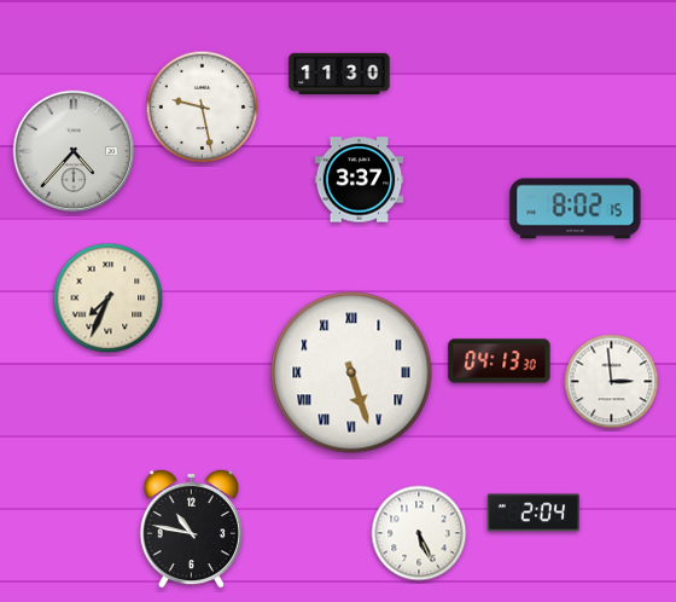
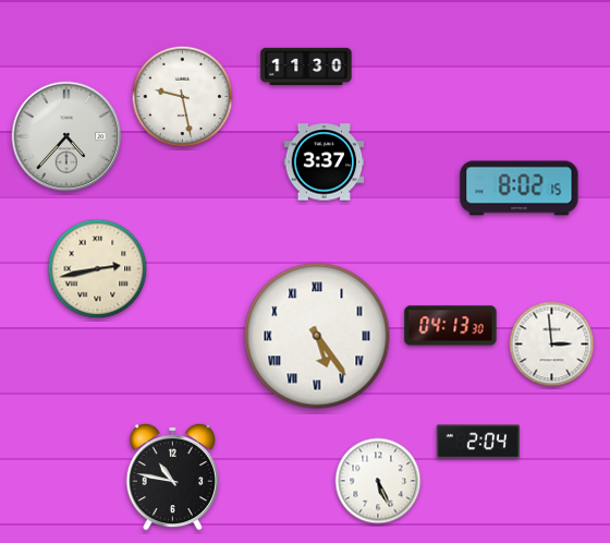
clock at (109, 299): 7:34 -> 2:43
clock at (351, 372): 5:27 -> 5:24
clock at (534, 513) position: (534, 513) -> (478, 442)
